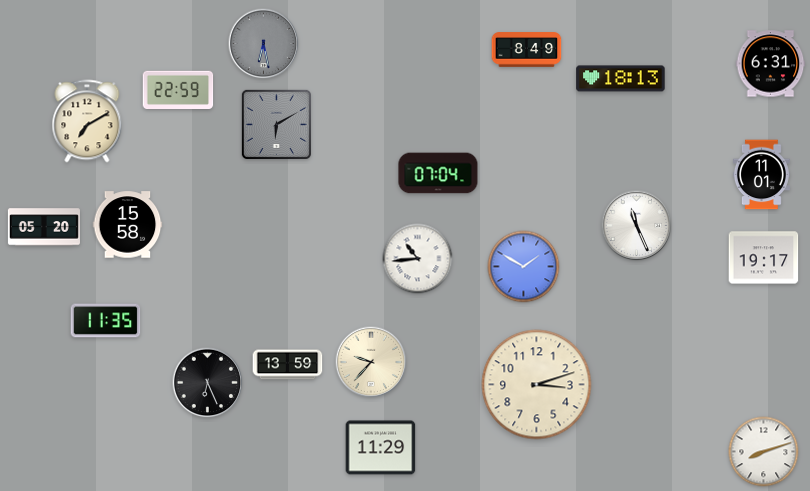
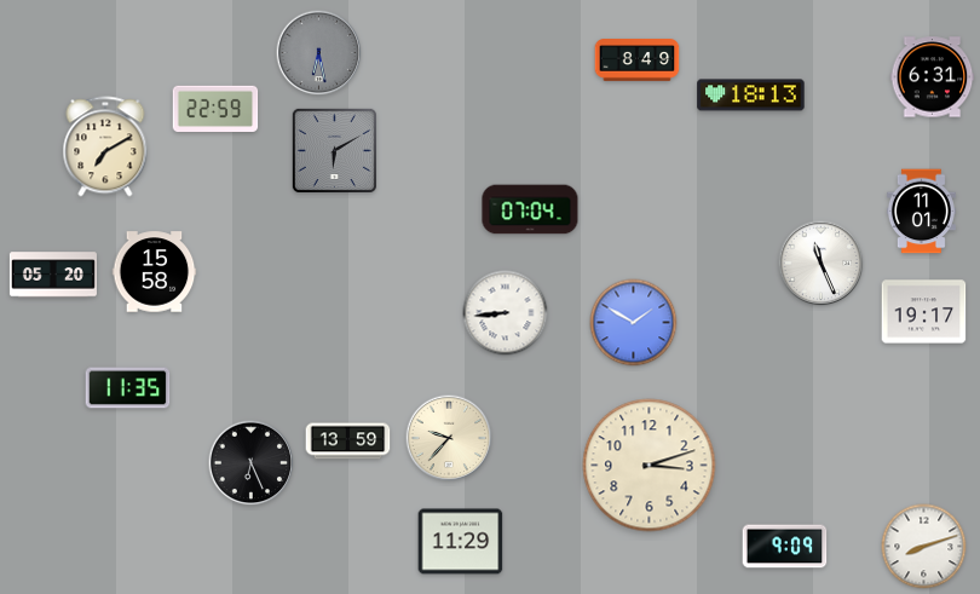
clock at (637, 226) position: (637, 226) -> (822, 264)
clock at (418, 259): 10:44 -> 8:44
clock at (785, 547): none -> 9:09
